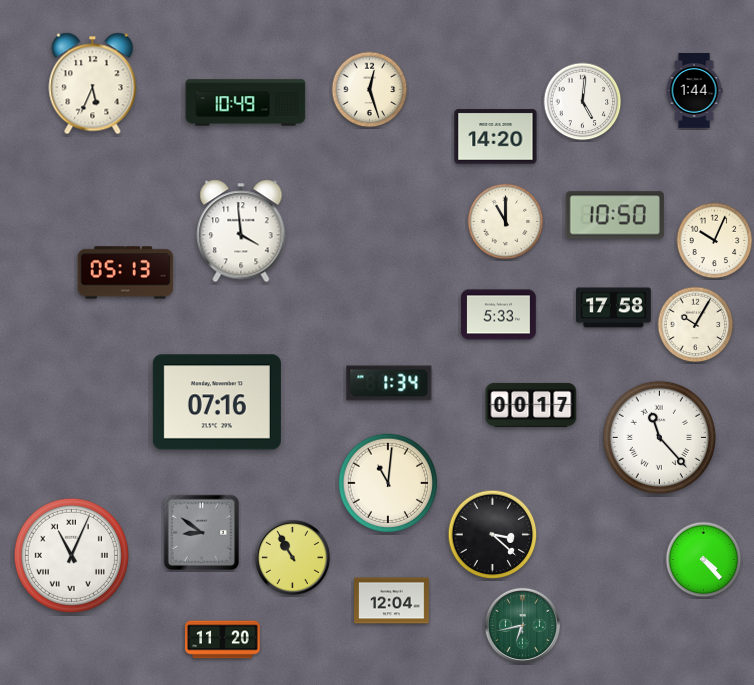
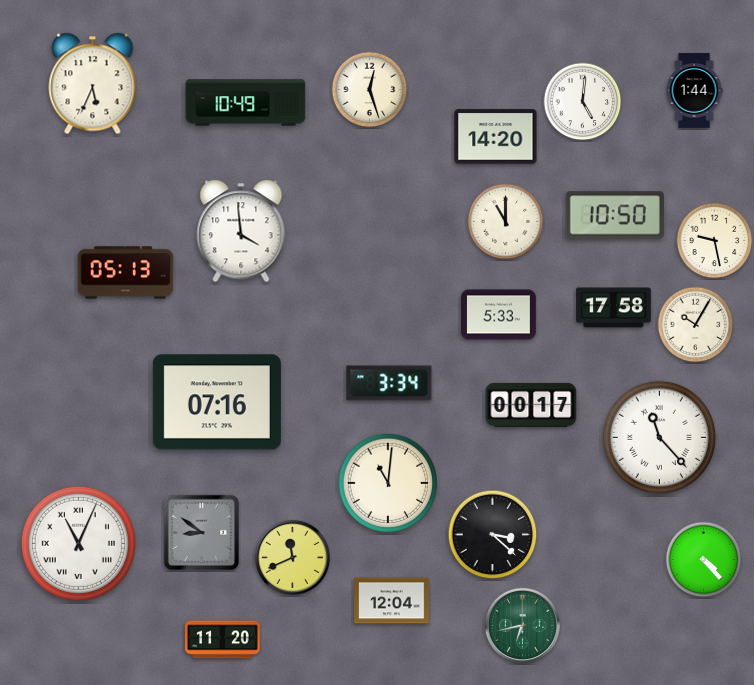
clock at (715, 241): 10:04 -> 9:28
clock at (389, 383): 1:34 -> 3:34
clock at (71, 555) position: (71, 555) -> (78, 543)
clock at (292, 557): 10:55 -> 11:41
